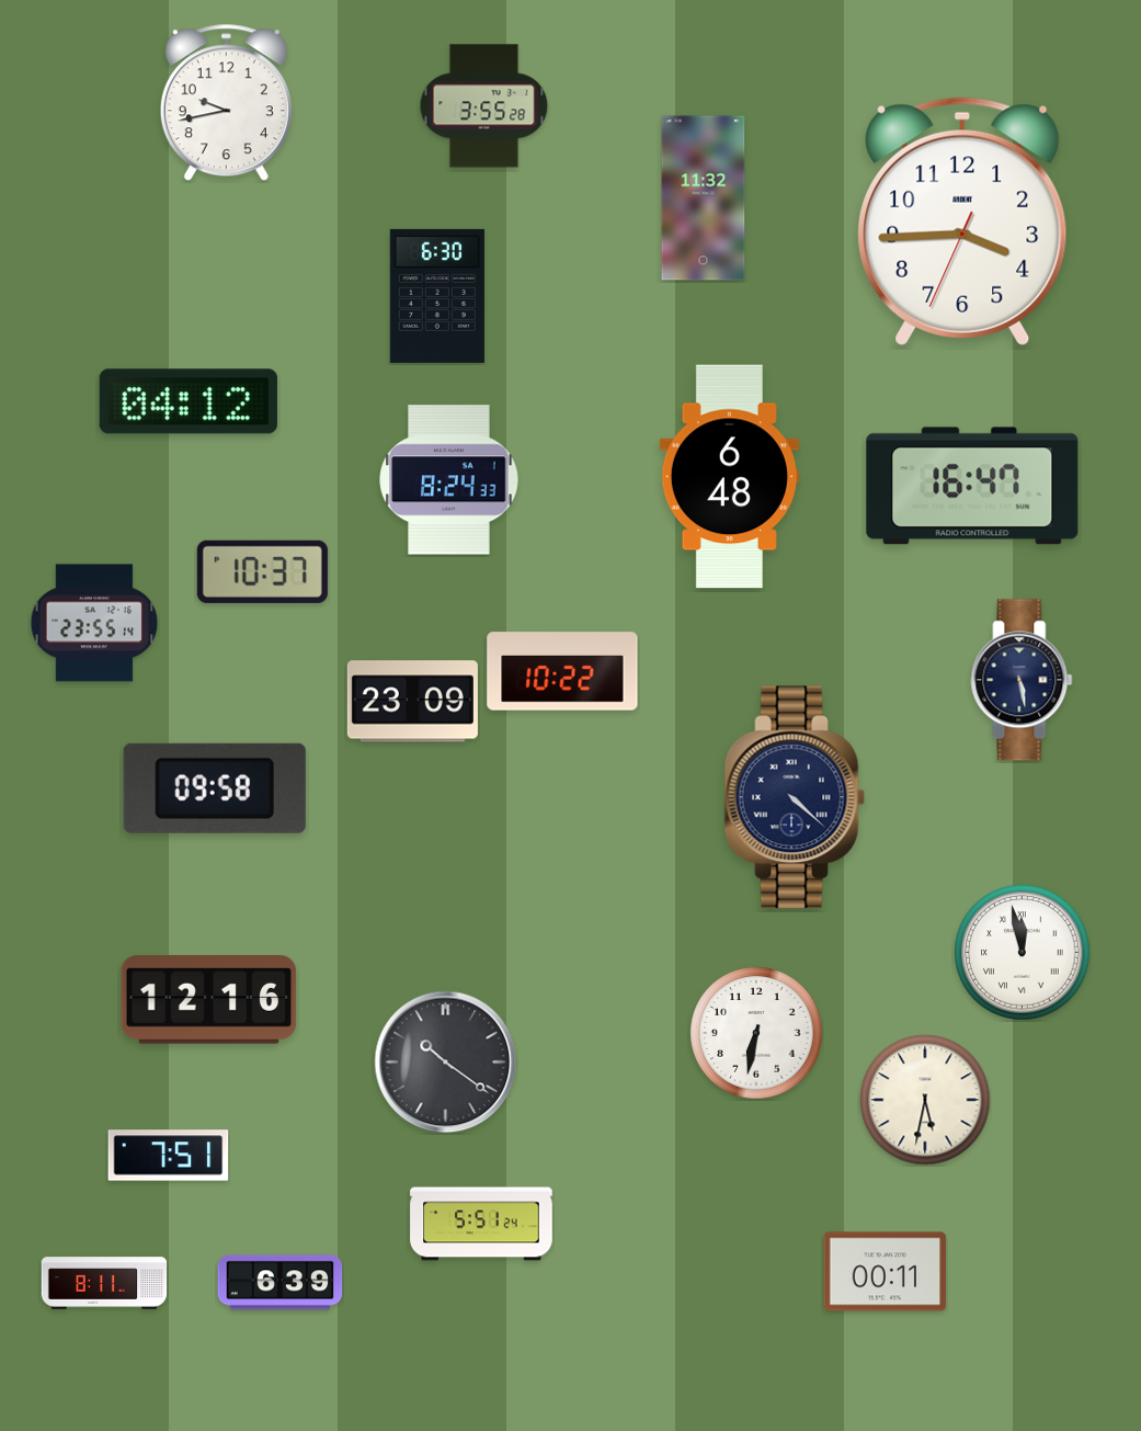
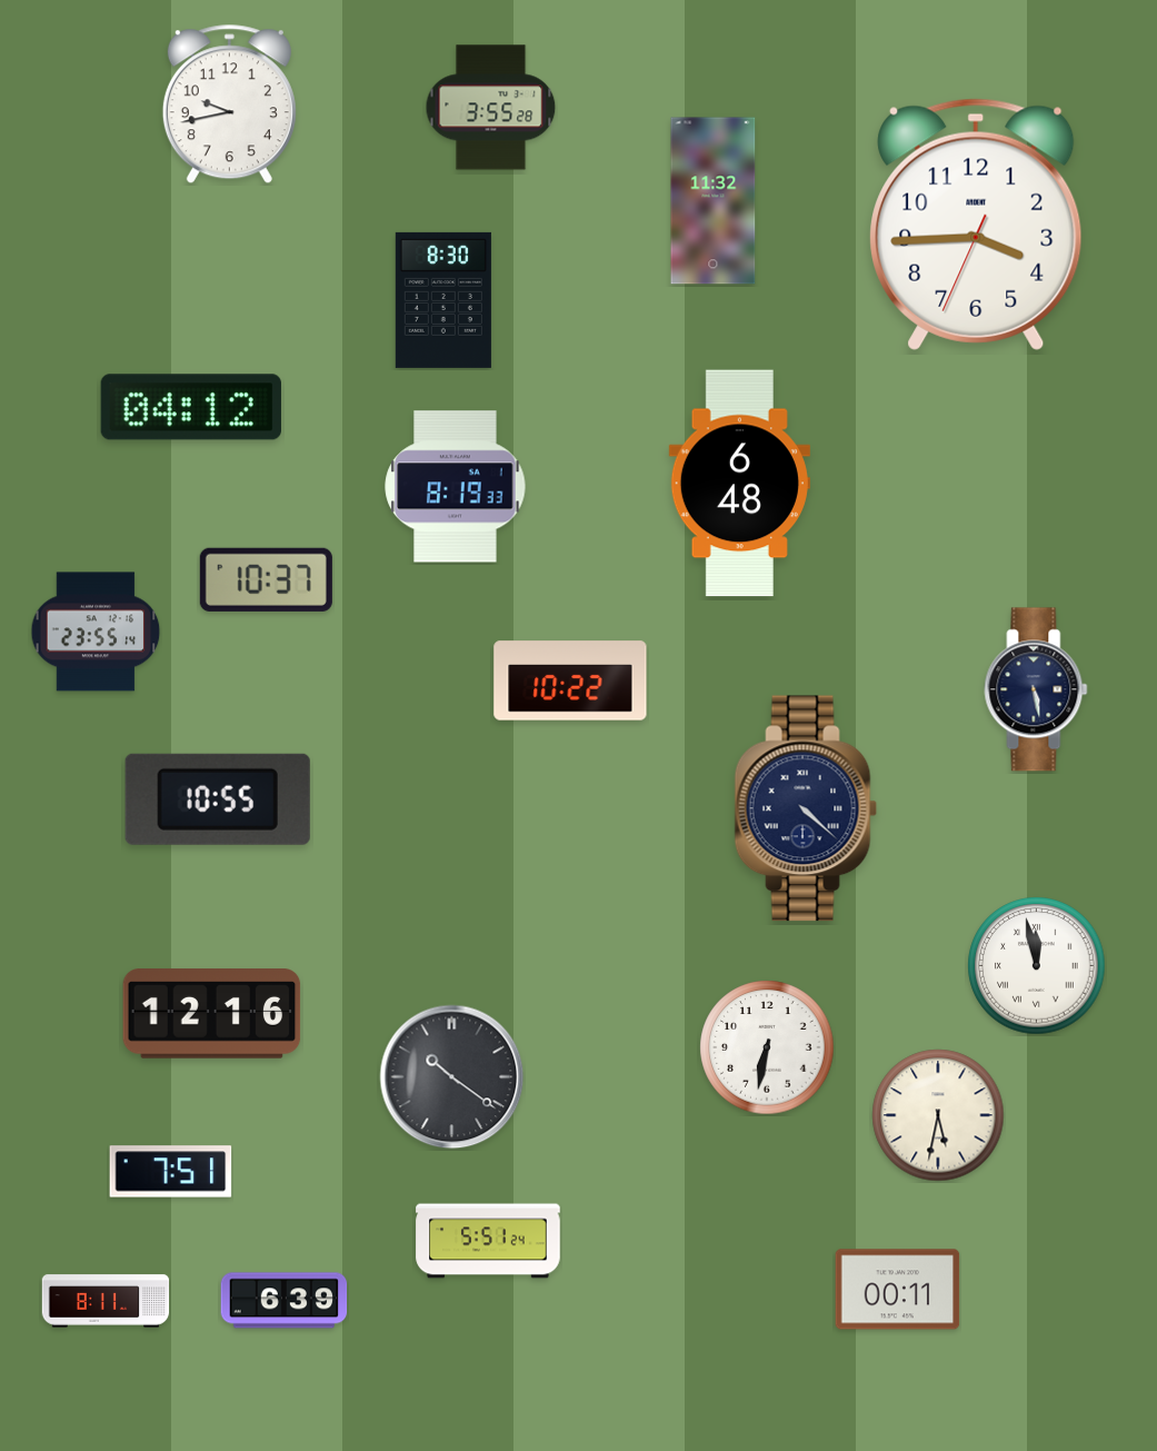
clock at (437, 296): 6:30 -> 8:30
clock at (449, 480): 8:24 -> 8:19
clock at (972, 486): 16:47 -> none
clock at (412, 702): 23:09 -> none
clock at (215, 788): 09:58 -> 10:55
